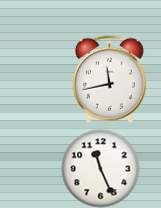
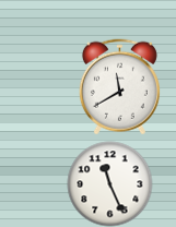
clock at (109, 79): 11:43 -> 11:40
